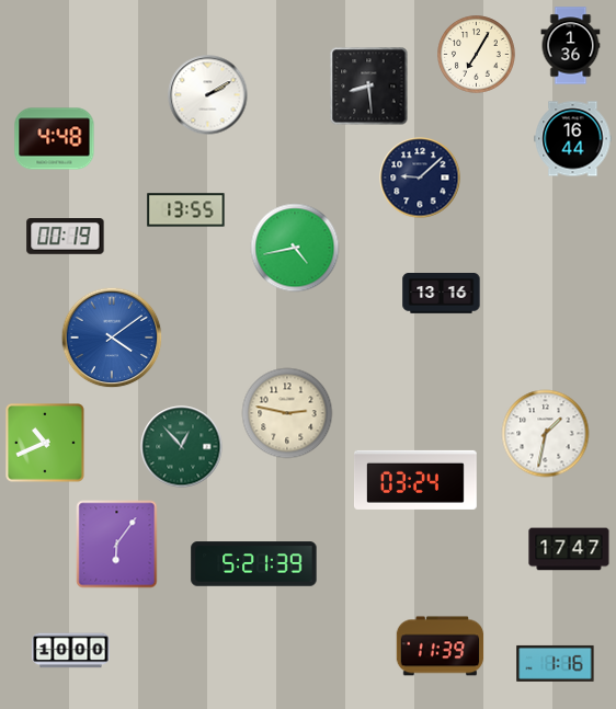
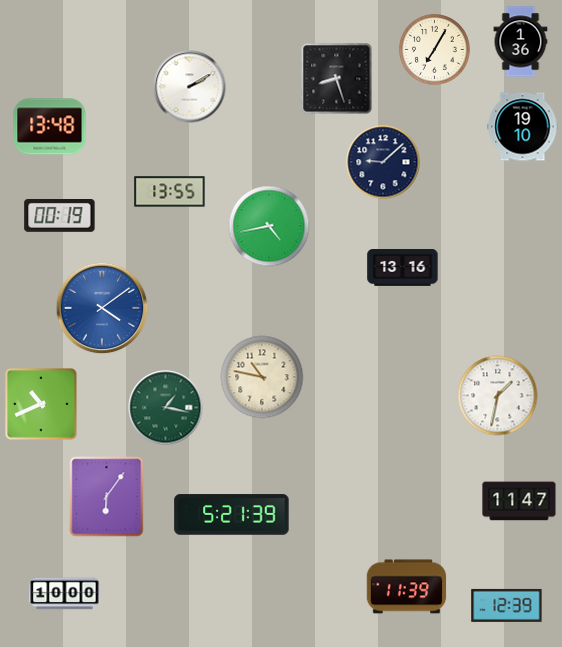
clock at (369, 87): 8:29 -> 8:27
clock at (55, 139): 4:48 -> 13:48
clock at (573, 139): 16:44 -> 19:10
clock at (287, 413): 2:47 -> 10:47
clock at (182, 447): 12:53 -> 1:17
clock at (415, 480): 03:24 -> none
clock at (569, 549): 17:47 -> 11:47
clock at (441, 647) position: (441, 647) -> (407, 587)
clock at (556, 663): 1:16 -> 12:39
